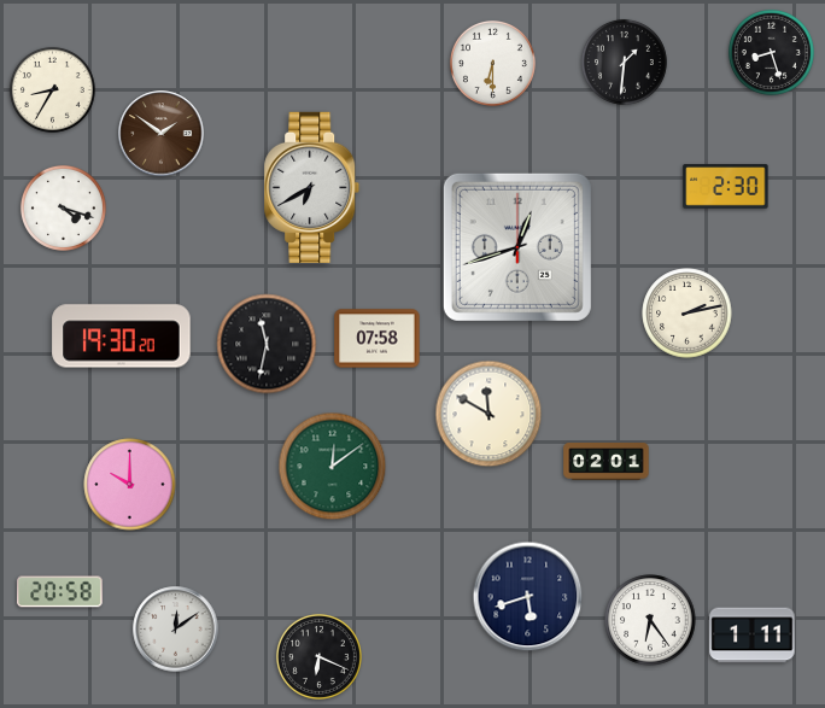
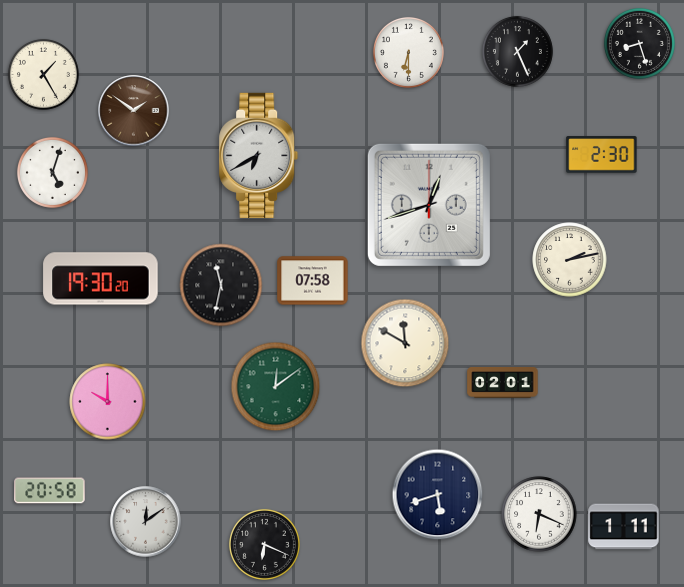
clock at (624, 62): 1:31 -> 1:26
clock at (52, 89): 8:35 -> 1:25
clock at (63, 207): 4:18 -> 5:03
clock at (650, 620): 6:24 -> 6:19
